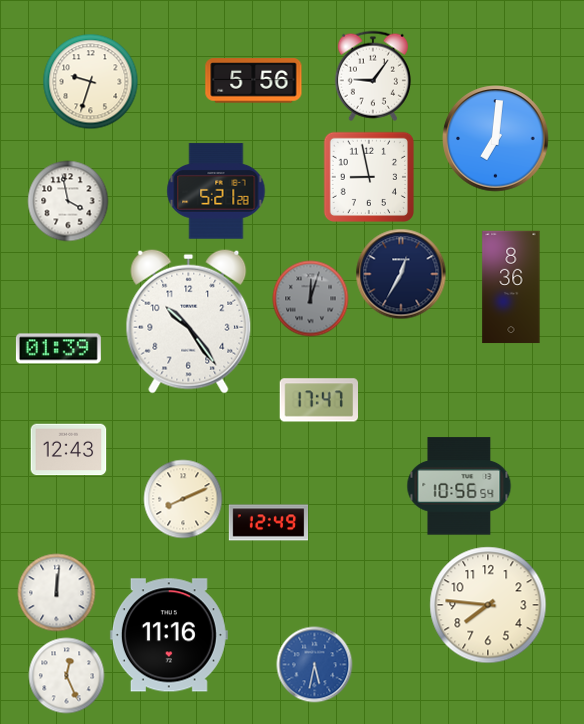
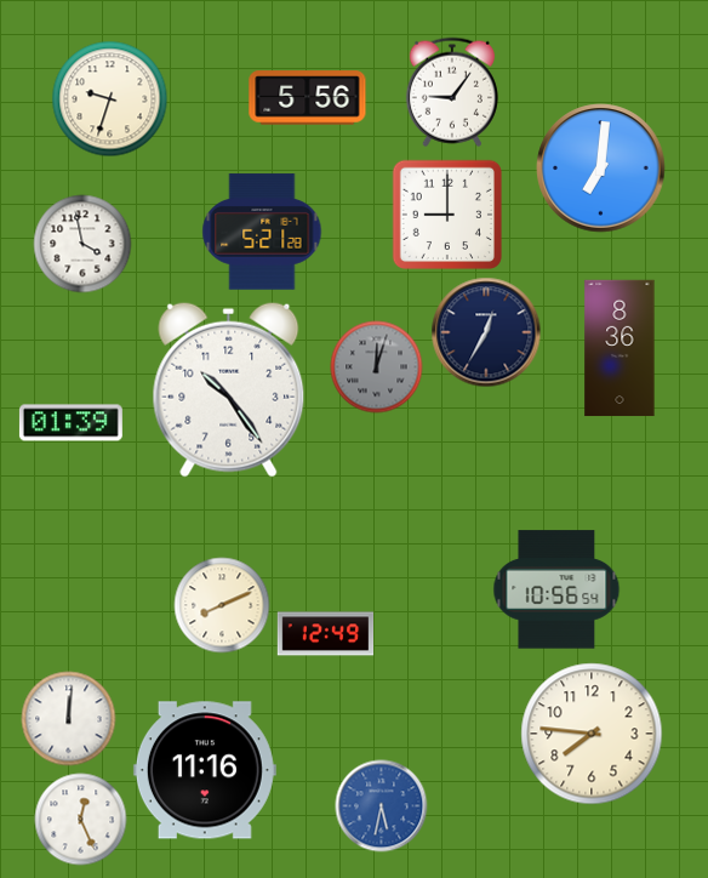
clock at (369, 177): 8:58 -> 9:00
clock at (311, 299) position: (311, 299) -> (377, 367)
clock at (318, 400): 17:47 -> none
clock at (69, 450): 12:43 -> none
